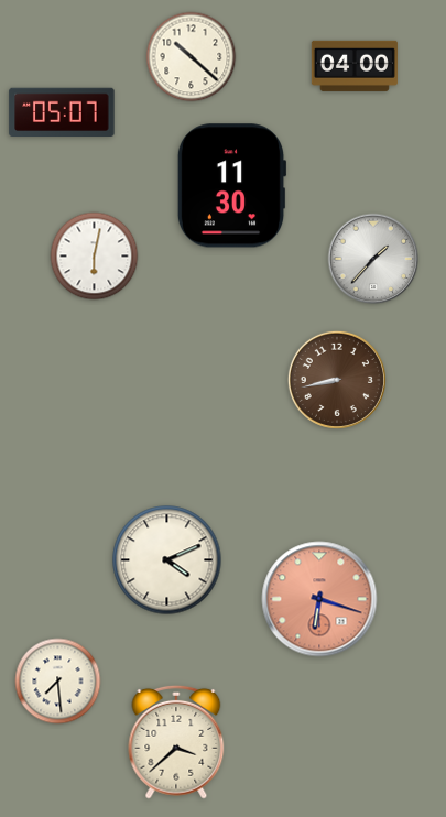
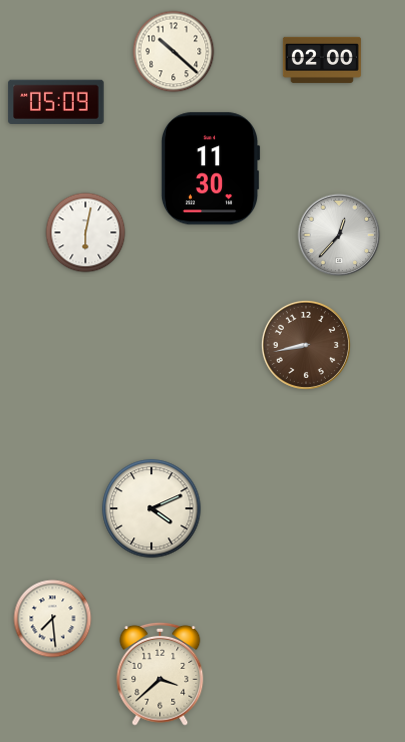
clock at (355, 66): 04:00 -> 02:00
clock at (62, 111): 05:07 -> 05:09
clock at (373, 259): 1:37 -> 12:37
clock at (319, 599): 6:18 -> none
